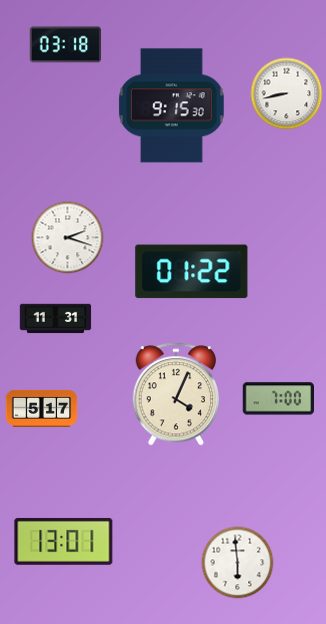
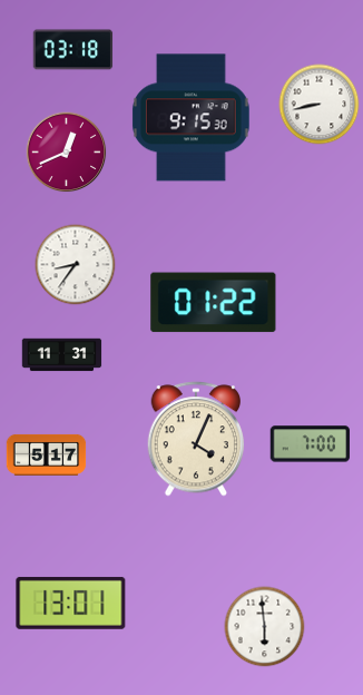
clock at (67, 153): none -> 12:41
clock at (68, 238): 2:18 -> 8:36
